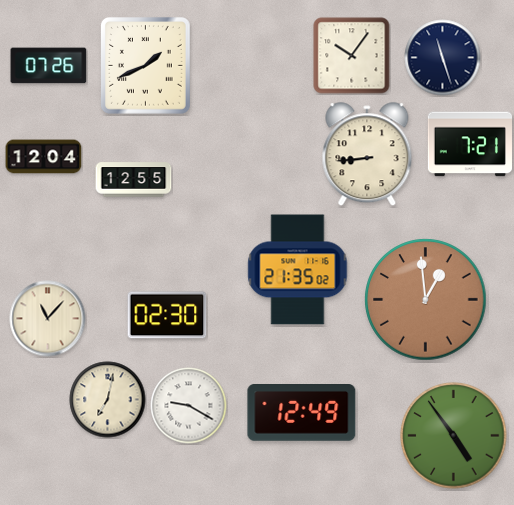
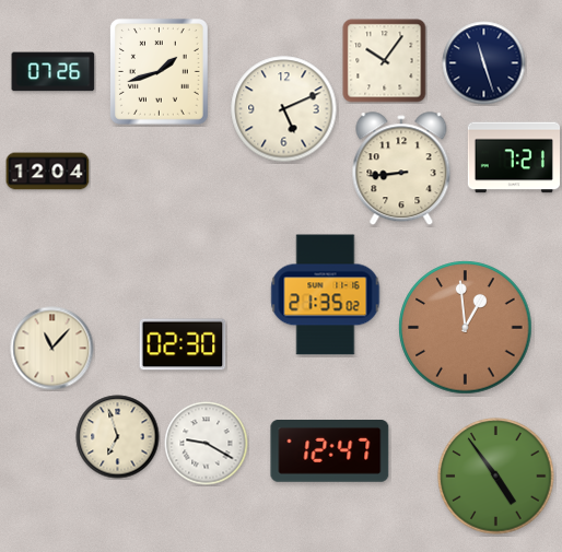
clock at (146, 66): 1:41 -> 1:42
clock at (284, 109): none -> 5:11
clock at (134, 180): 12:55 -> none
clock at (108, 400): 7:02 -> 6:57
clock at (302, 413): 12:49 -> 12:47
